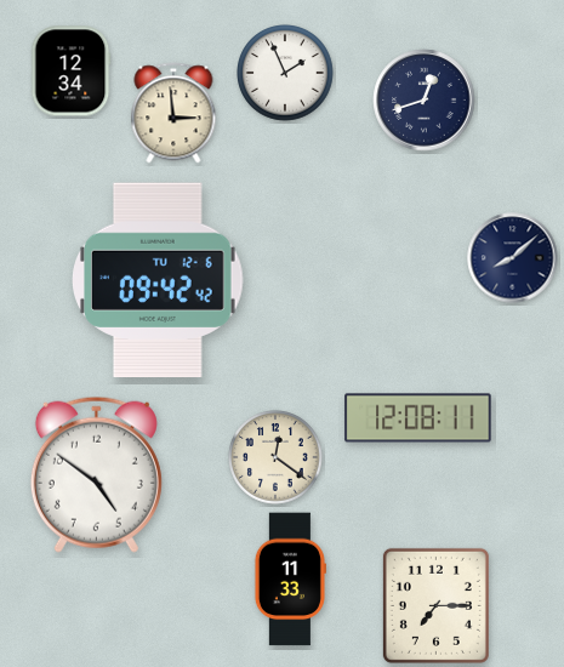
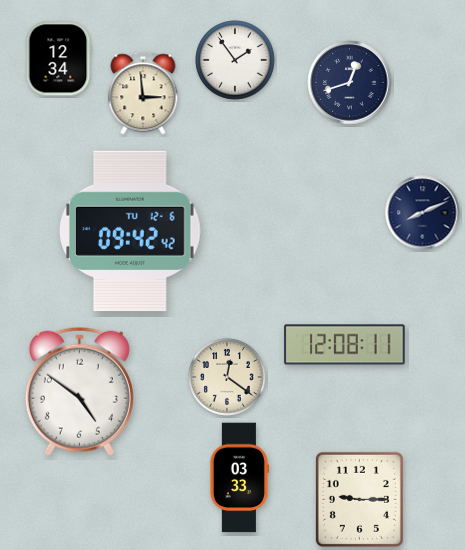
clock at (285, 73): 1:56 -> 1:54
clock at (513, 258): 8:08 -> 8:11
clock at (290, 580): 11:33 -> 03:33
clock at (435, 605): 7:15 -> 9:15
